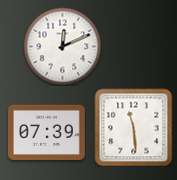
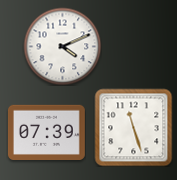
clock at (62, 46): 12:11 -> 4:11
clock at (133, 127): 11:29 -> 11:27
